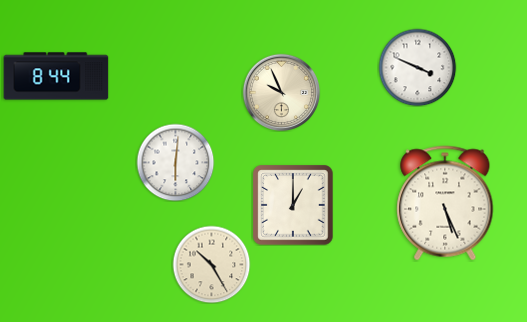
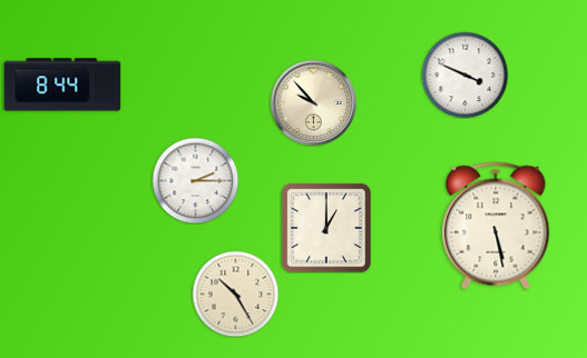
clock at (281, 92): 9:56 -> 9:53
clock at (175, 162): 6:01 -> 2:15
clock at (445, 203): 5:26 -> 5:28
